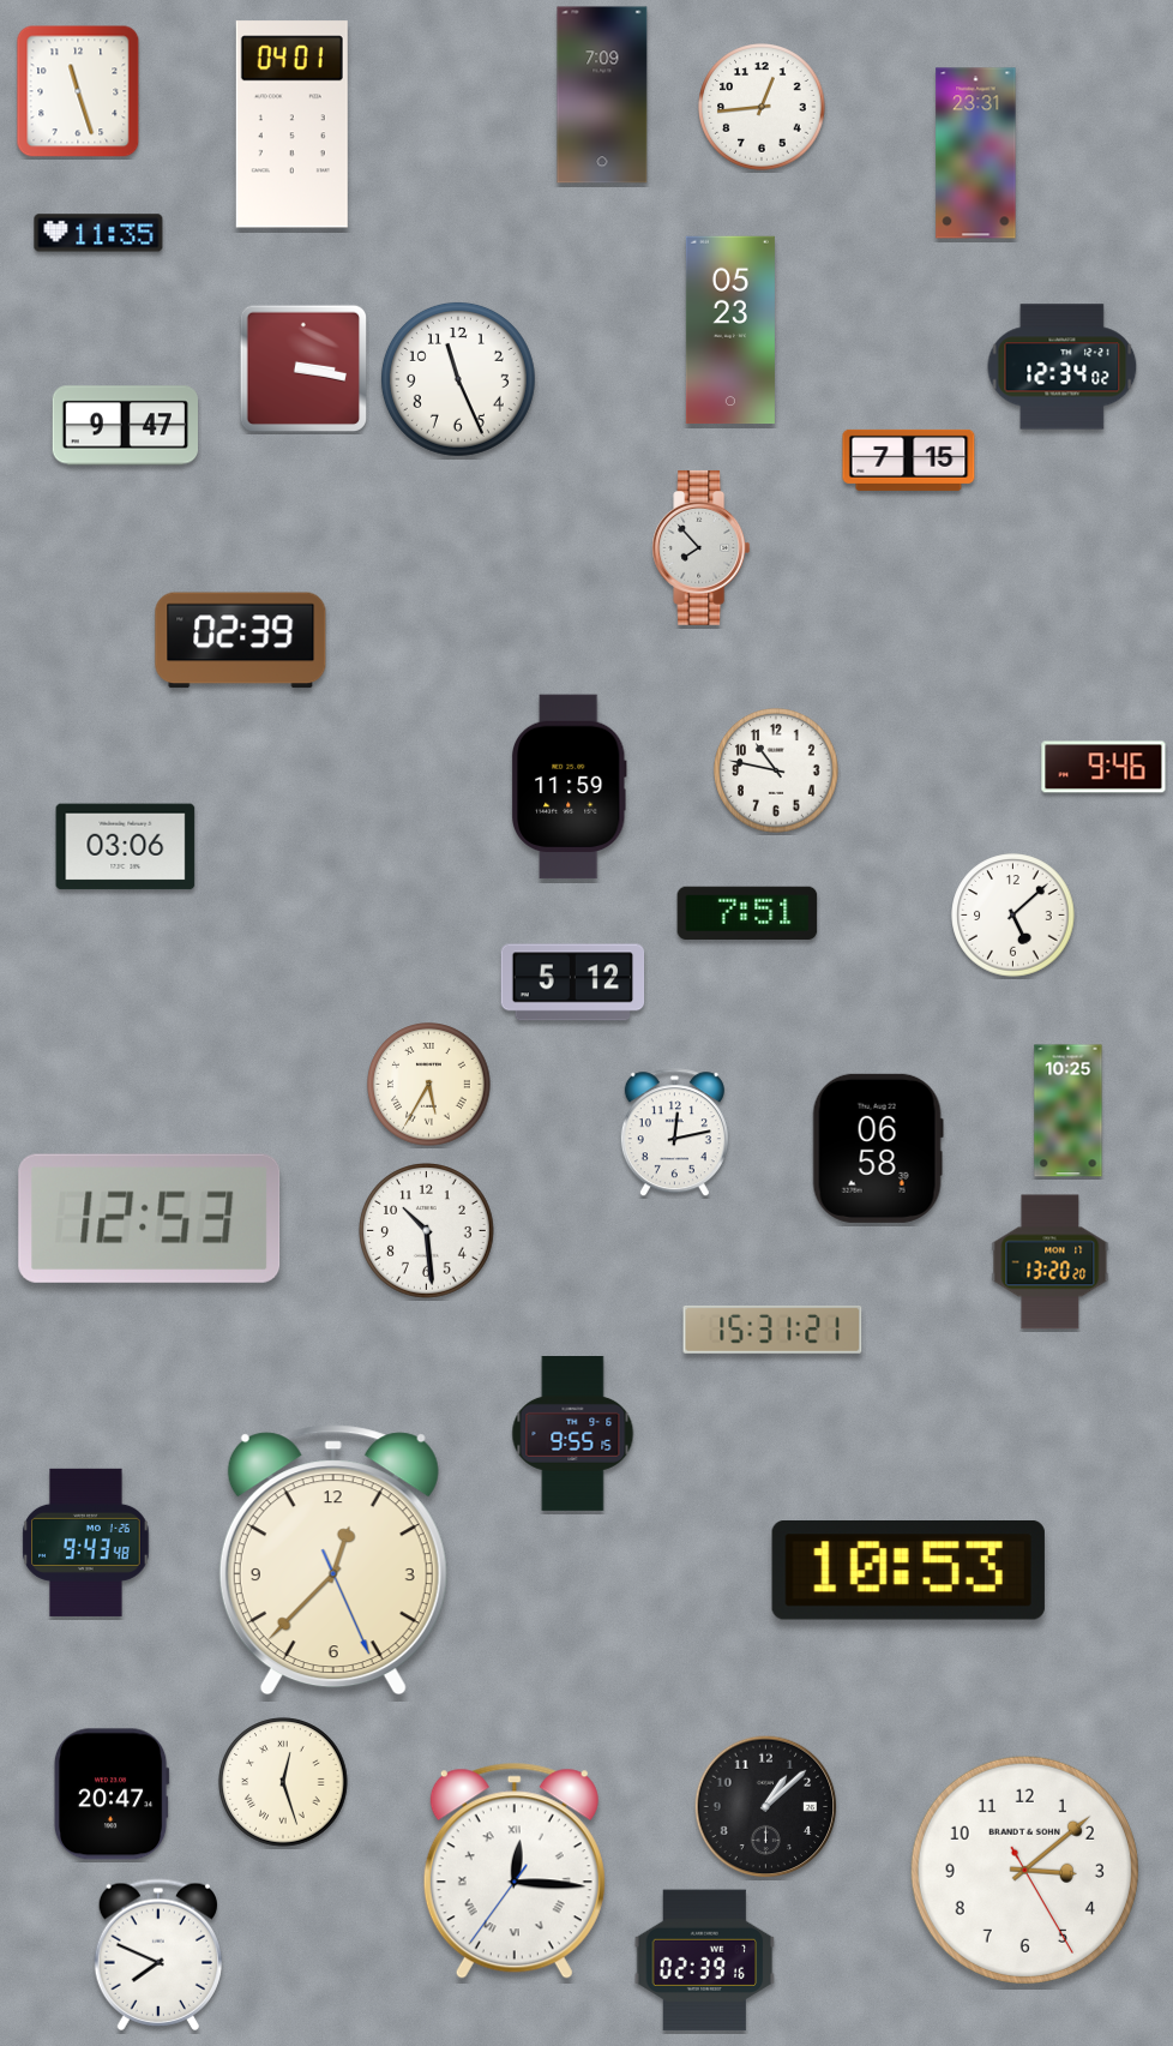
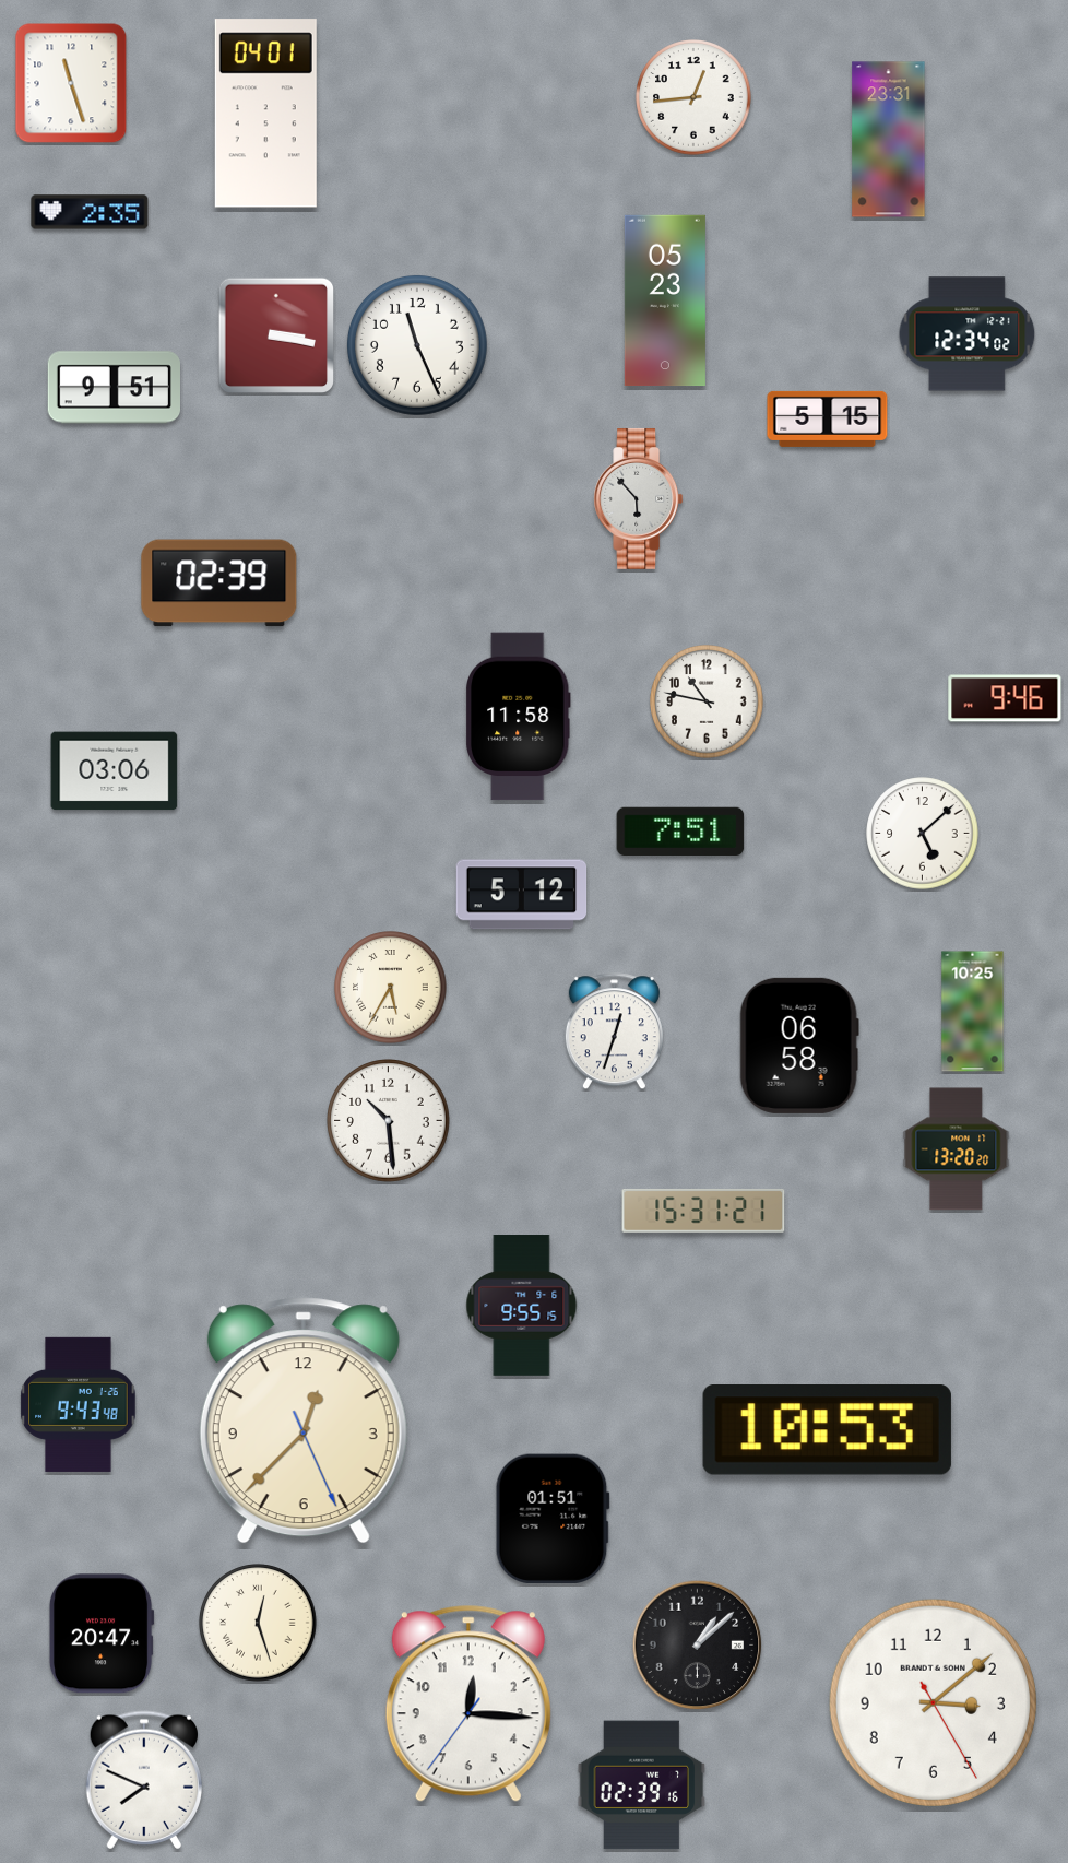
clock at (602, 95): 7:09 -> none
clock at (98, 233): 11:35 -> 2:35
clock at (125, 426): 9:47 -> 9:51
clock at (909, 460): 7:15 -> 5:15
clock at (702, 547): 7:53 -> 5:53
clock at (569, 787): 11:59 -> 11:58
clock at (674, 1133): 12:13 -> 12:33
clock at (150, 1218): 12:53 -> none
clock at (553, 1519): none -> 01:51
clock at (515, 1871) numerals: Roman -> Arabic
